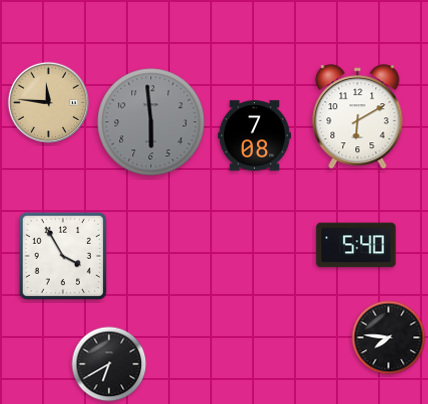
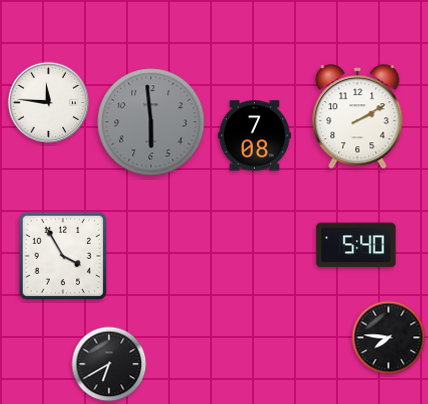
clock at (48, 102) dial: champagne -> white
clock at (358, 117): 6:10 -> 2:10
